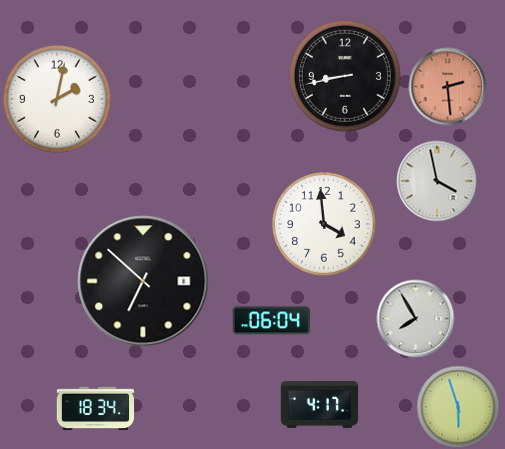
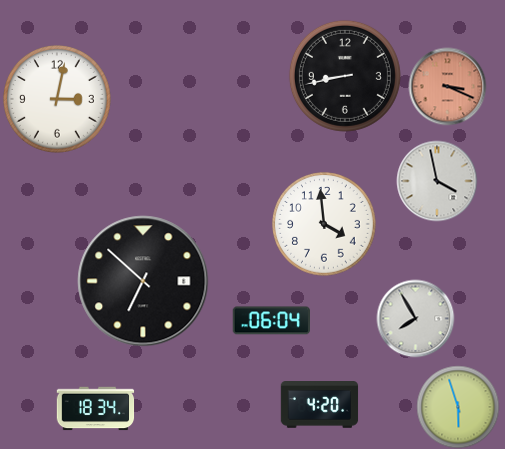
clock at (447, 86): 2:29 -> 3:19
clock at (57, 99): 2:02 -> 3:02
clock at (319, 405): 4:17 -> 4:20
